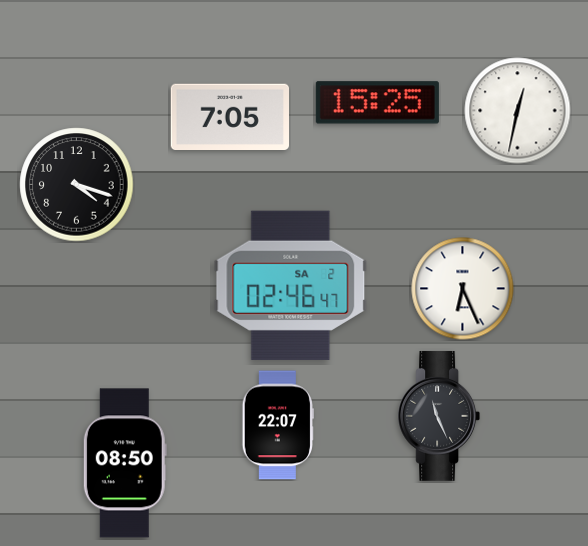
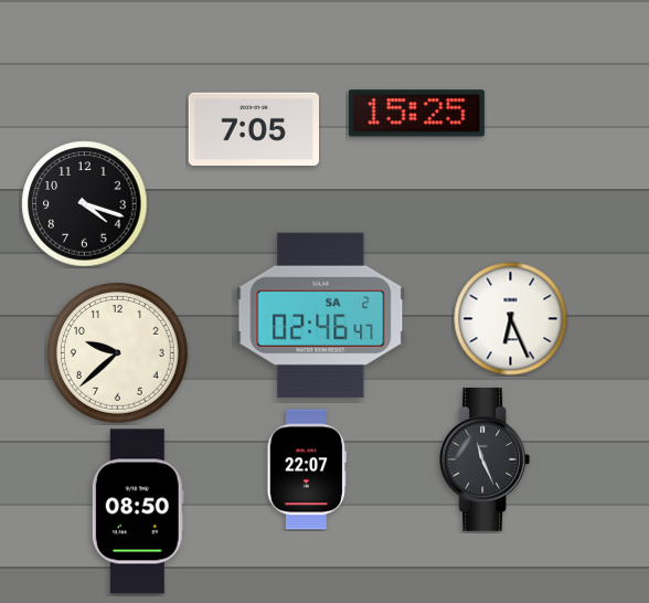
clock at (518, 111): 12:32 -> none
clock at (117, 352): none -> 9:38
